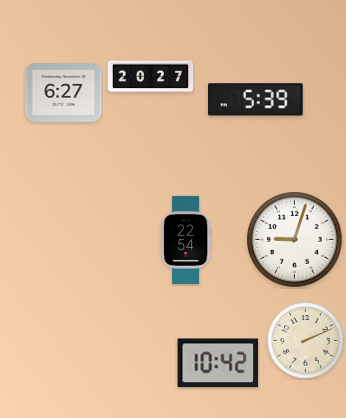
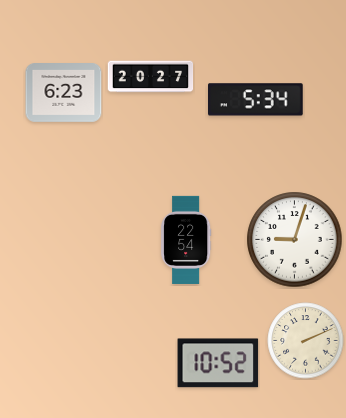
clock at (64, 93): 6:27 -> 6:23
clock at (256, 100): 5:39 -> 5:34
clock at (218, 363): 10:42 -> 10:52
